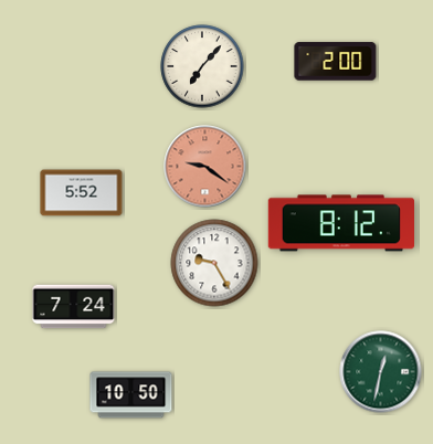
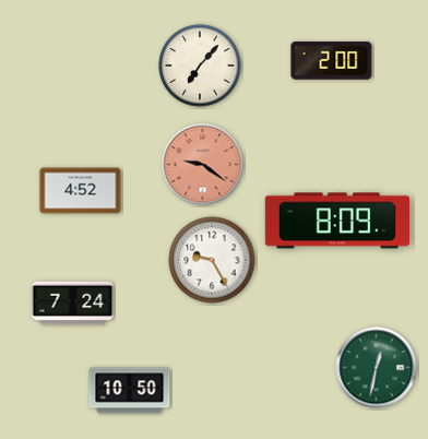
clock at (82, 193): 5:52 -> 4:52
clock at (340, 223): 8:12 -> 8:09
